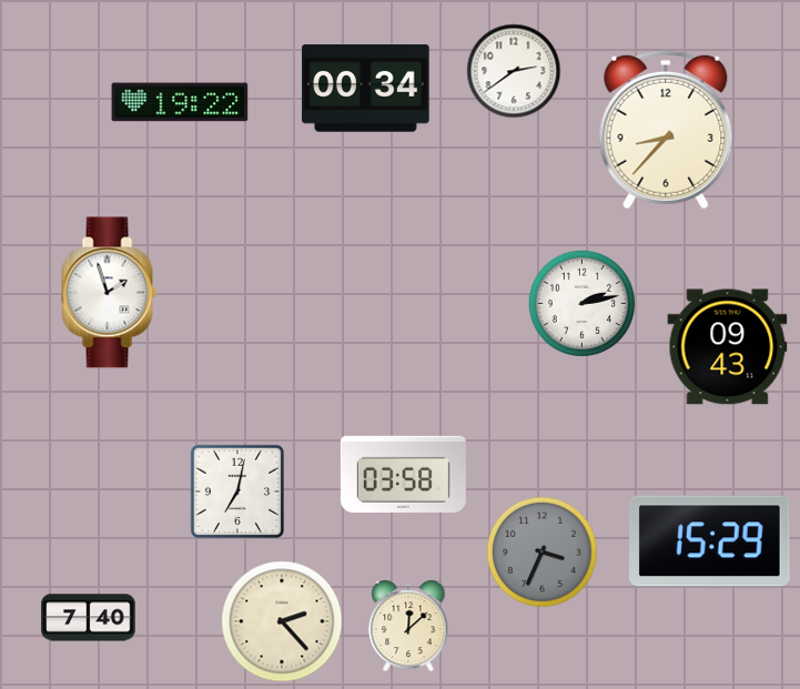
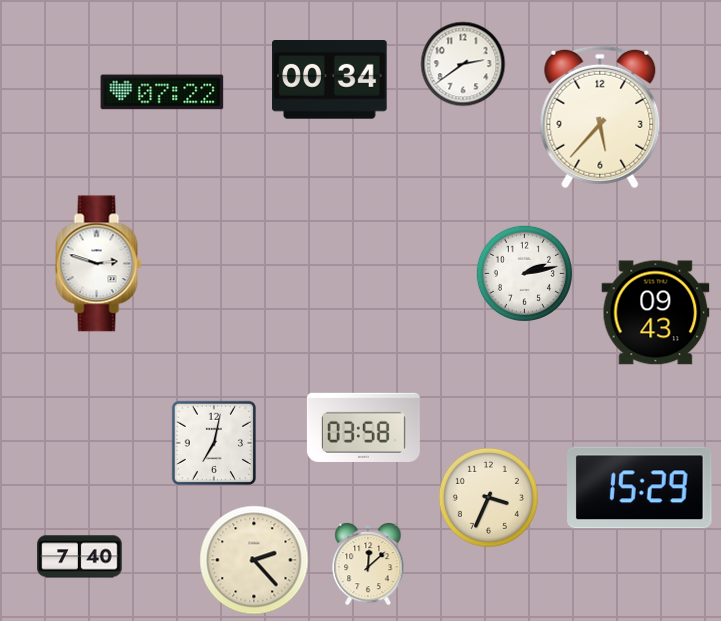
clock at (180, 102): 19:22 -> 07:22
clock at (666, 130): 8:37 -> 5:37
clock at (110, 293): 1:57 -> 2:48
clock at (541, 551) dial: grey -> cream
